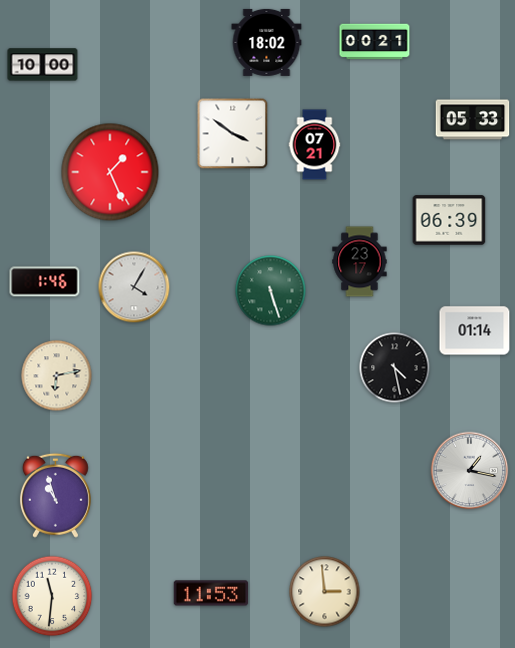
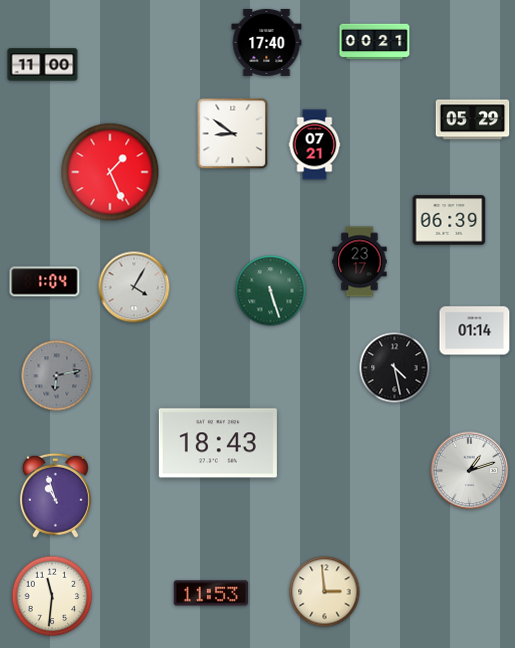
clock at (267, 42): 18:02 -> 17:40
clock at (43, 65): 10:00 -> 11:00
clock at (473, 120): 05:33 -> 05:29
clock at (233, 134): 3:51 -> 8:51
clock at (45, 282): 1:46 -> 1:04
clock at (57, 376) dial: cream -> grey
clock at (218, 443): none -> 18:43
clock at (470, 471): 1:17 -> 1:12
